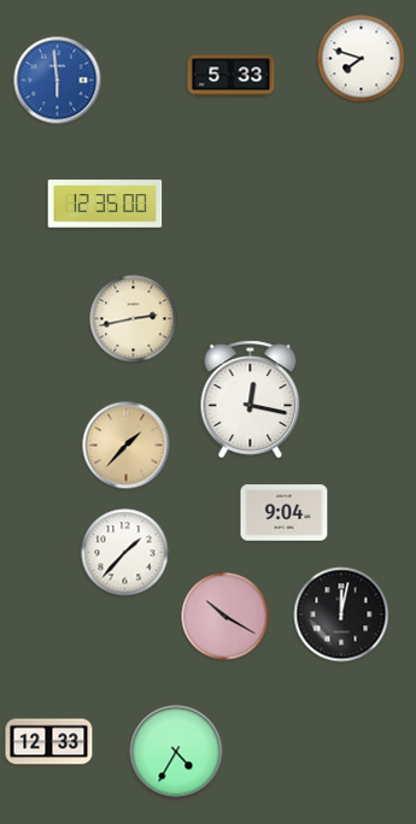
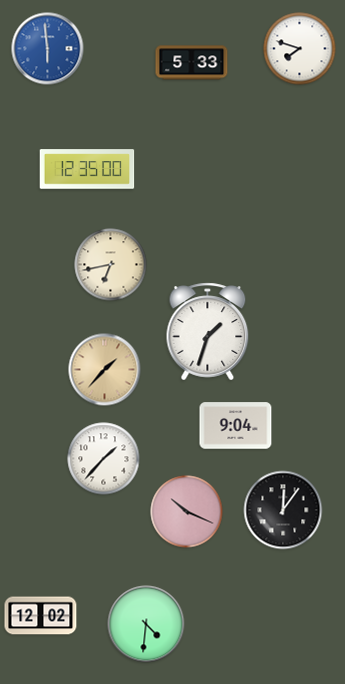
clock at (58, 81) position: (58, 81) -> (48, 49)
clock at (134, 319): 2:43 -> 6:43
clock at (251, 400): 12:17 -> 1:33
clock at (341, 614): 12:02 -> 12:06
clock at (225, 617): 10:20 -> 10:19
clock at (49, 742): 12:33 -> 12:02
clock at (176, 752): 4:35 -> 4:31
